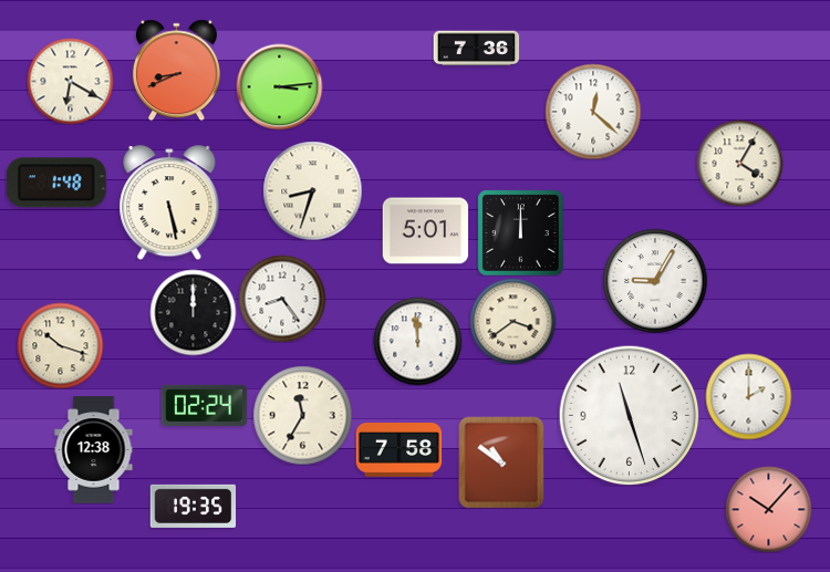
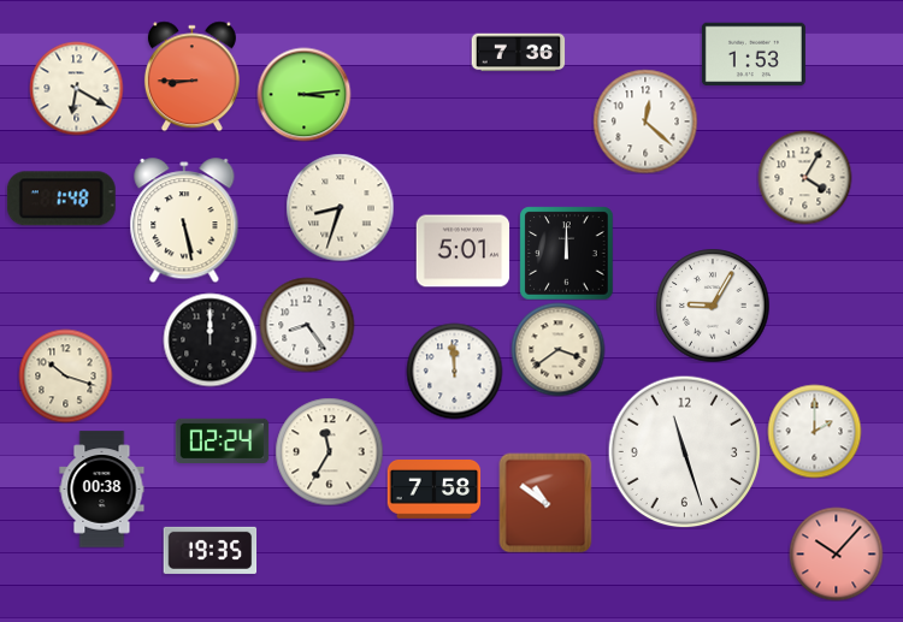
clock at (754, 54): none -> 1:53
clock at (176, 70): 8:41 -> 8:45
clock at (94, 450): 12:38 -> 00:38
